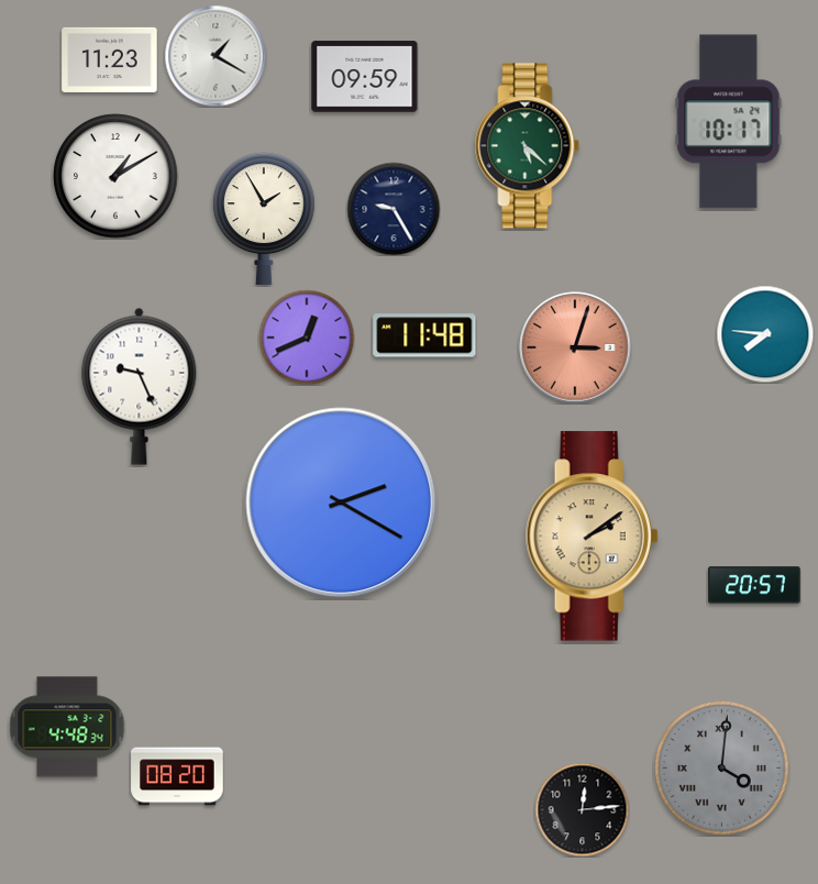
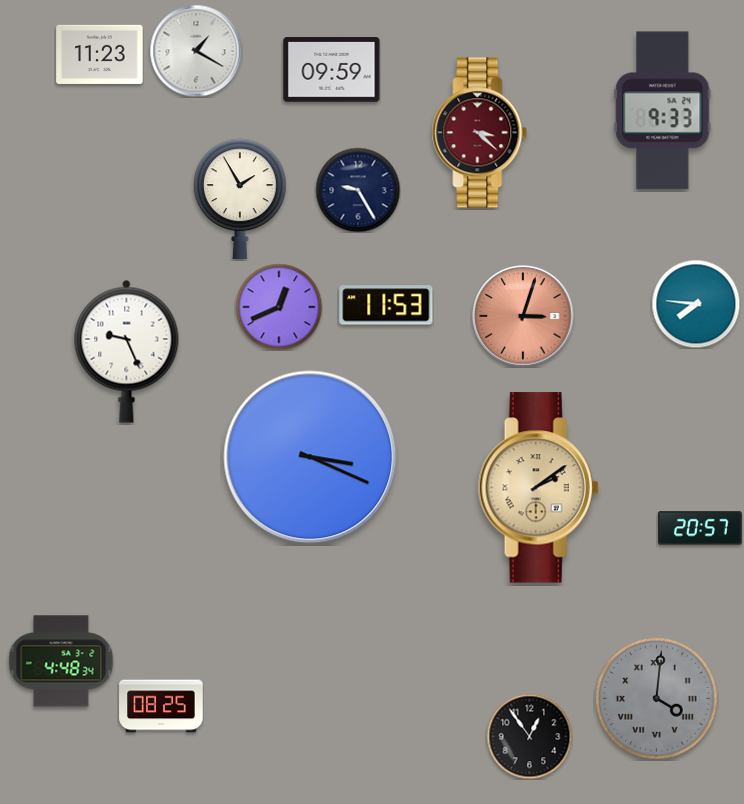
clock at (729, 122): 10:17 -> 9:33
clock at (528, 146): 5:22 -> 3:22
clock at (528, 146) dial: green -> burgundy
clock at (115, 176): 1:10 -> none
clock at (424, 335): 11:48 -> 11:53
clock at (341, 502): 2:20 -> 3:19
clock at (754, 585) position: (754, 585) -> (700, 528)
clock at (177, 776): 08:20 -> 08:25
clock at (582, 809): 12:14 -> 12:54
